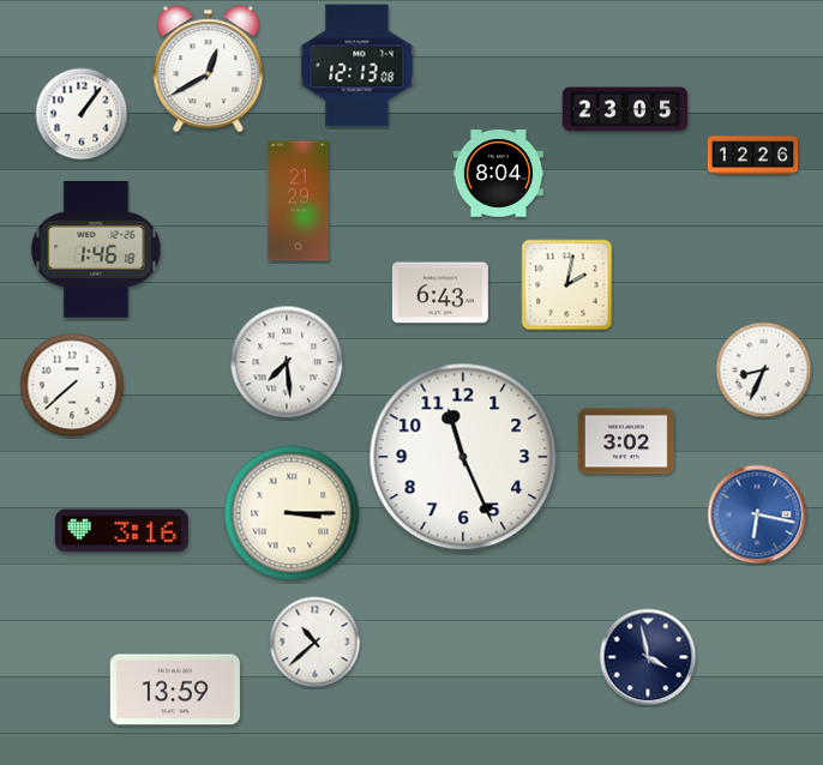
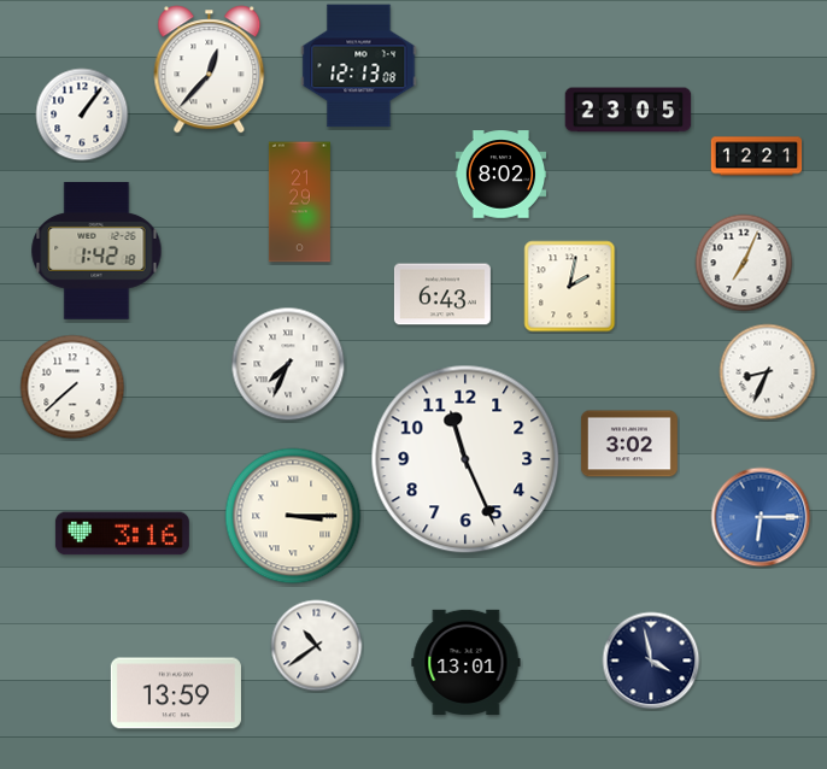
clock at (209, 70): 12:40 -> 12:37
clock at (753, 156): 12:26 -> 12:21
clock at (499, 174): 8:04 -> 8:02
clock at (96, 251): 1:46 -> 1:42
clock at (744, 263): none -> 7:04
clock at (287, 362): 7:29 -> 7:34
clock at (757, 514): 6:17 -> 6:15
clock at (316, 643): 10:38 -> 10:39
clock at (467, 662): none -> 13:01
